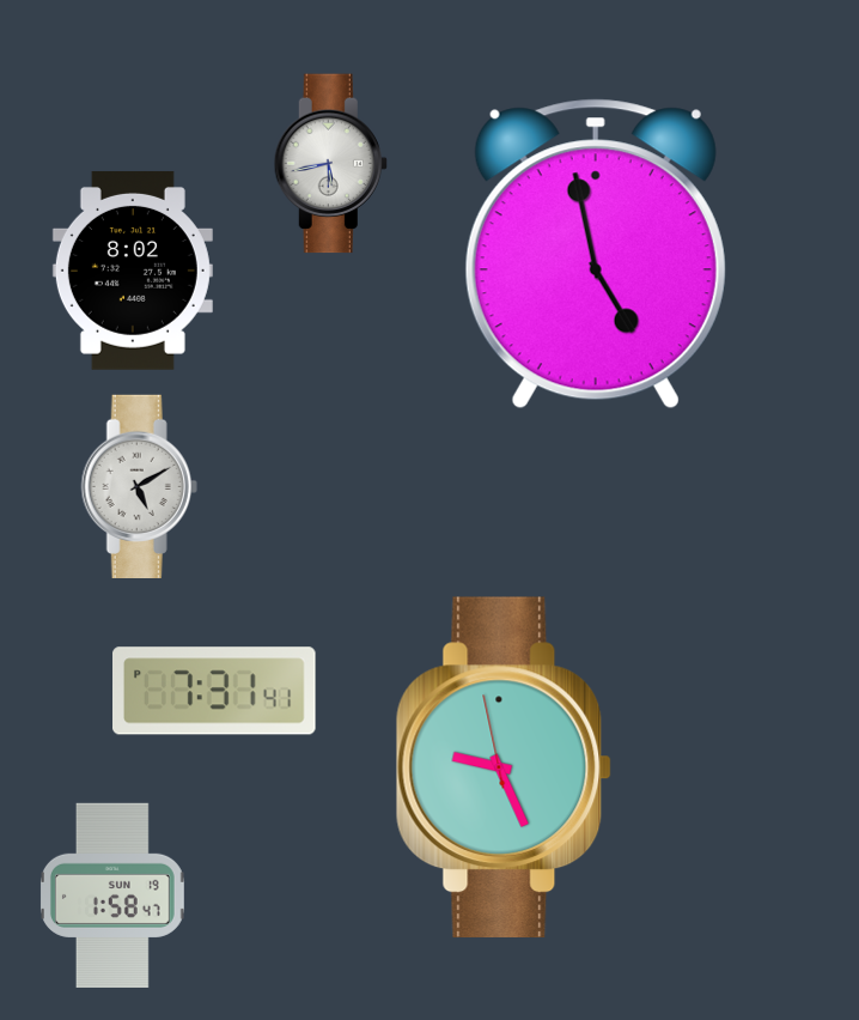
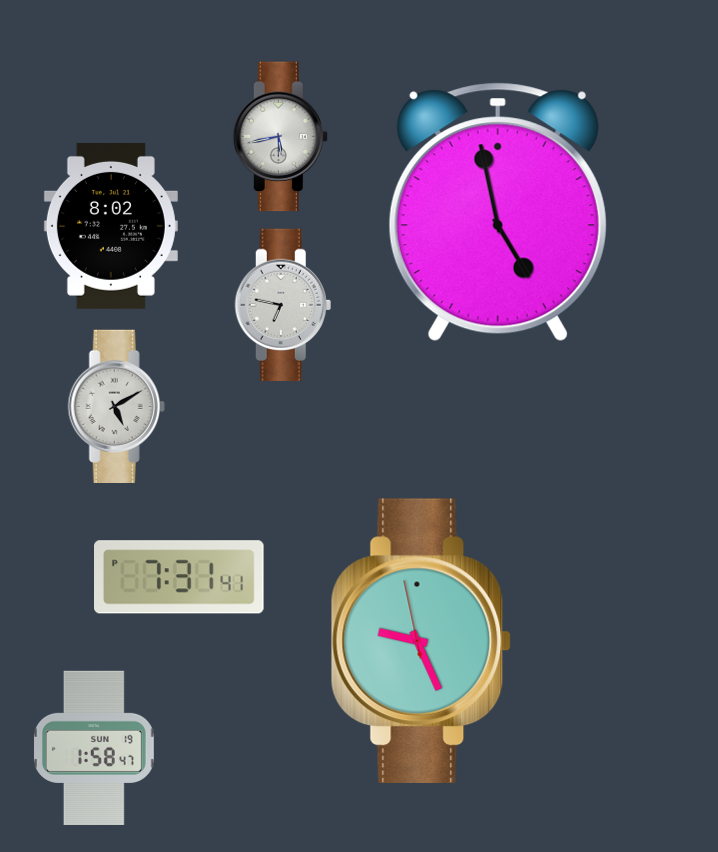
clock at (330, 164) position: (330, 164) -> (280, 137)
clock at (283, 305): none -> 6:47
